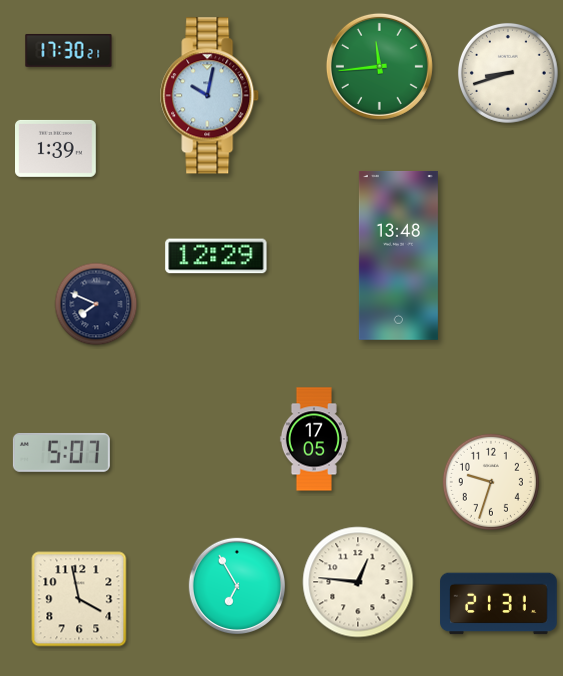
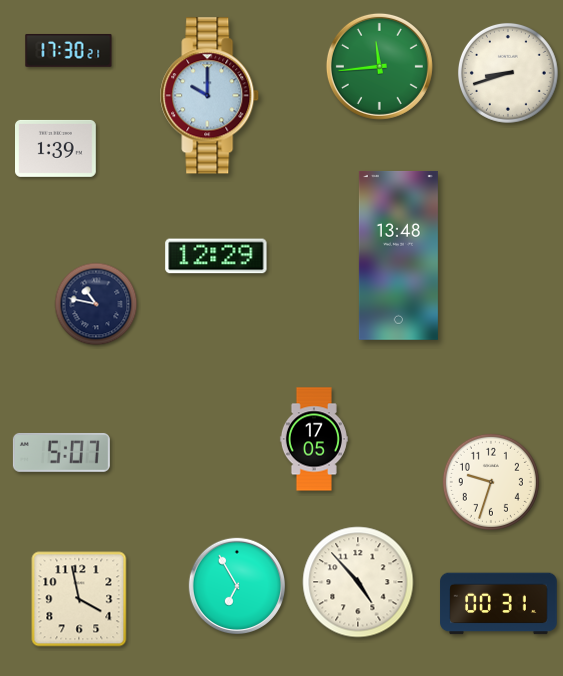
clock at (210, 96): 10:02 -> 10:00
clock at (96, 304): 7:49 -> 10:47
clock at (358, 582): 12:46 -> 4:53
clock at (499, 604): 21:31 -> 00:31
